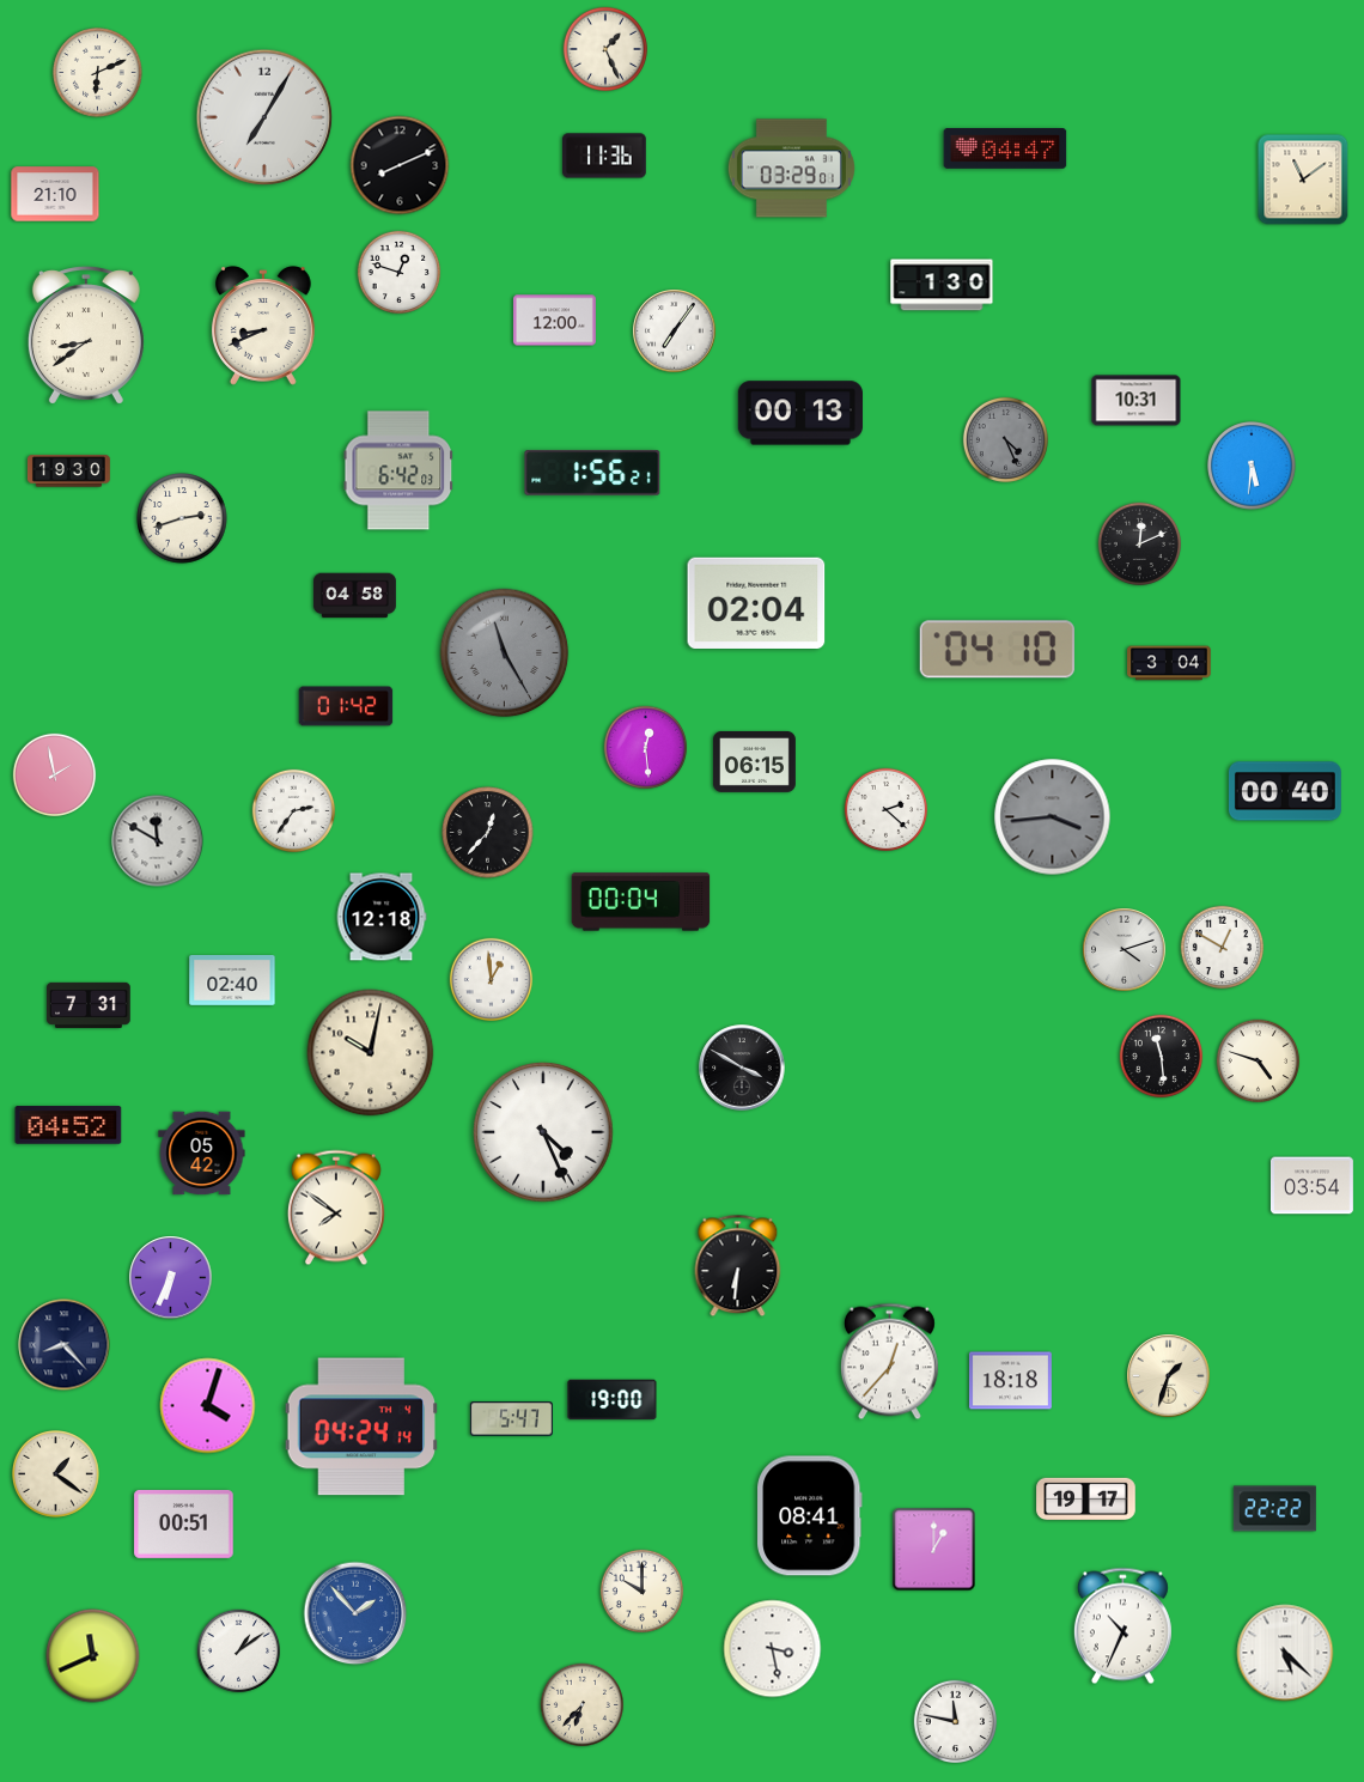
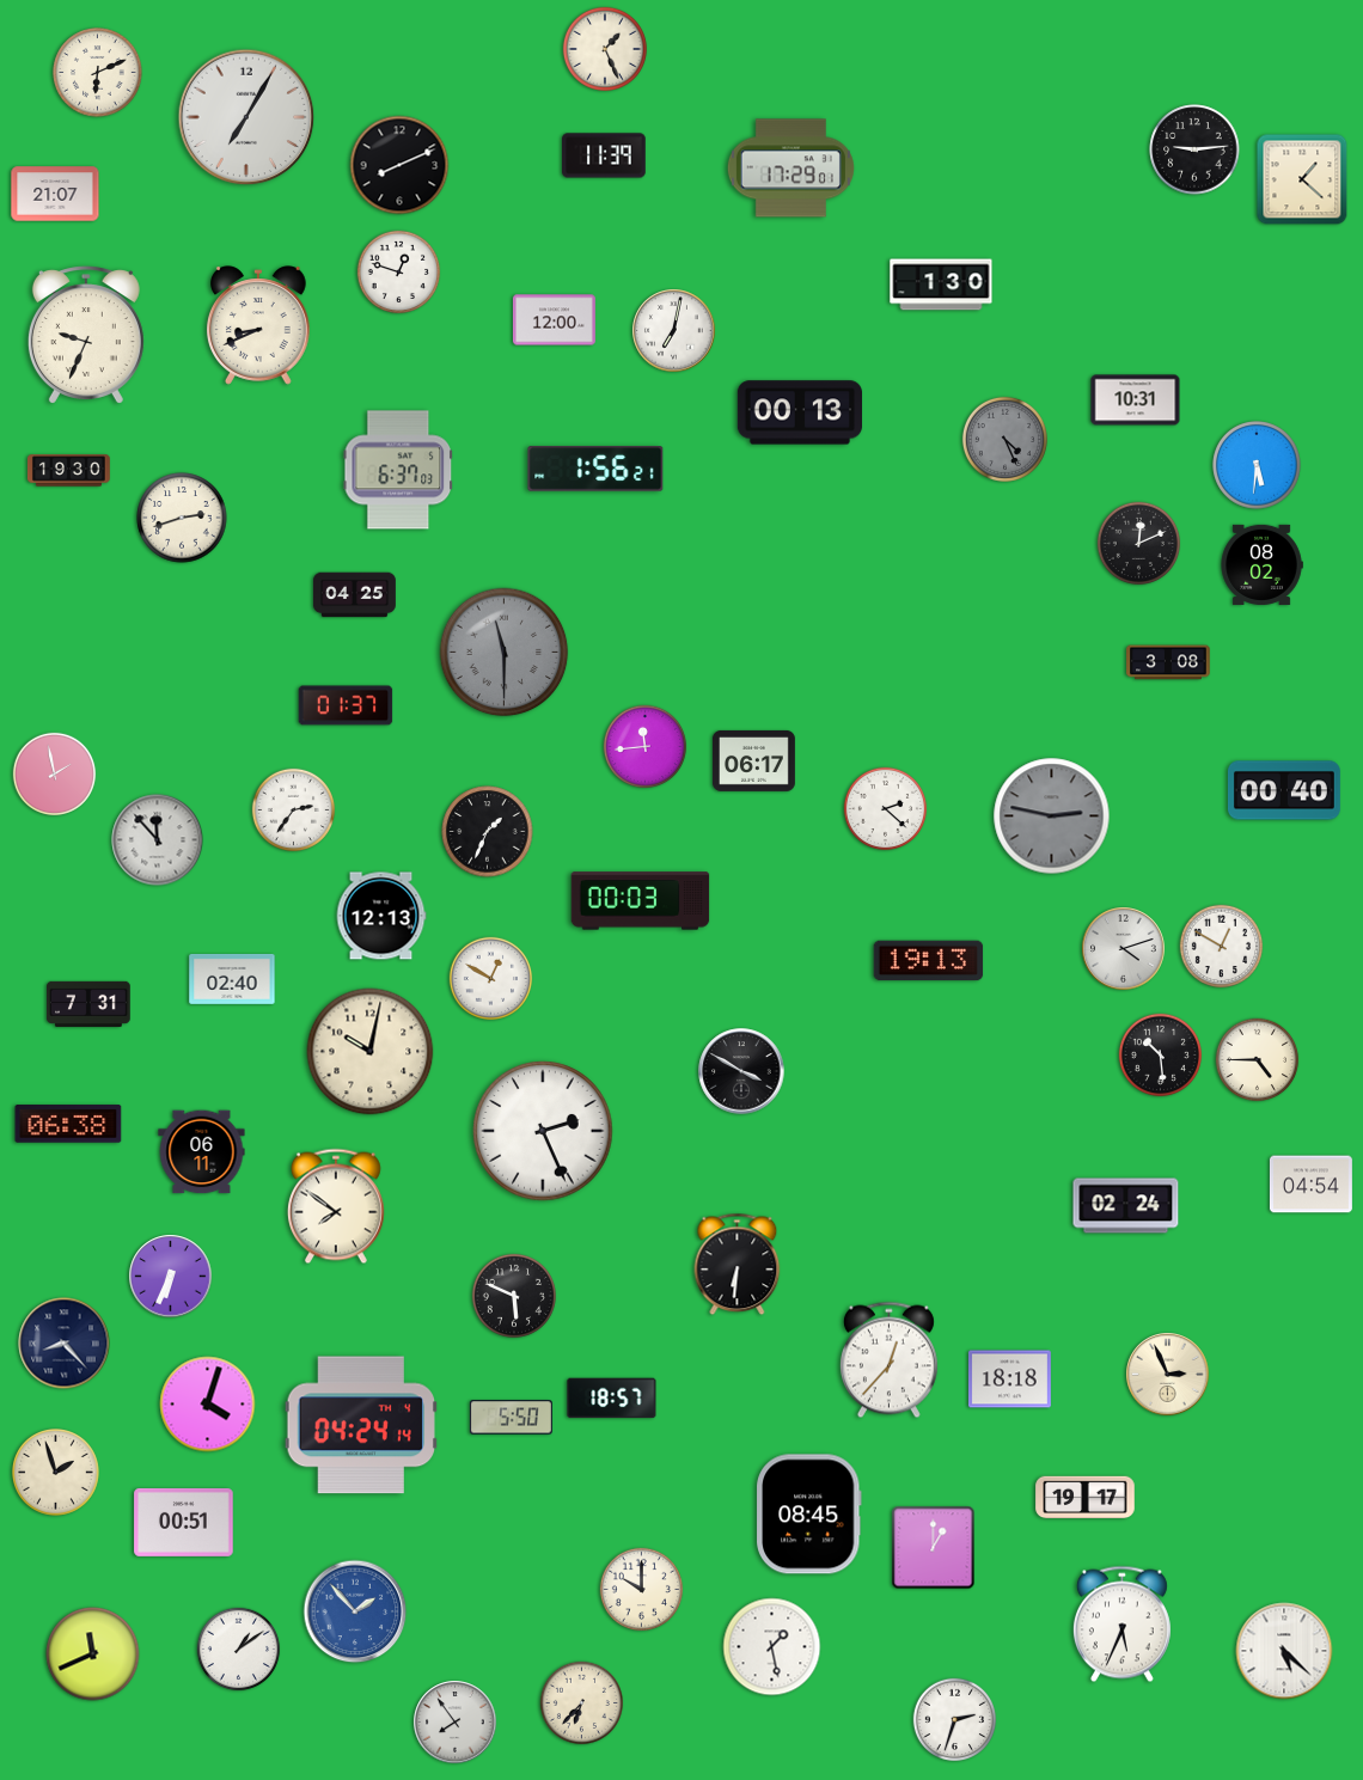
clock at (264, 117) position: (264, 117) -> (246, 117)
clock at (1005, 150): 04:47 -> none
clock at (1194, 149): none -> 9:14
clock at (604, 156): 11:36 -> 11:39
clock at (791, 169): 03:29 -> 17:29
clock at (1303, 180): 11:09 -> 1:22
clock at (55, 194): 21:10 -> 21:07
clock at (263, 326) position: (263, 326) -> (258, 325)
clock at (675, 332): 7:06 -> 7:02
clock at (86, 335): 8:39 -> 9:34
clock at (1252, 466) position: (1252, 466) -> (1257, 465)
clock at (398, 470): 6:42 -> 6:37
clock at (592, 473) position: (592, 473) -> (595, 469)
clock at (1261, 564): none -> 08:02
clock at (354, 596): 04:58 -> 04:25
clock at (756, 602): 02:04 -> none
clock at (997, 650): 04:10 -> none
clock at (505, 653): 11:25 -> 11:30
clock at (1169, 663): 3:04 -> 3:08
clock at (346, 706): 01:42 -> 01:37
clock at (646, 748): 12:29 -> 11:44
clock at (754, 761): 06:15 -> 06:17
clock at (1053, 817): 3:44 -> 2:47
clock at (488, 833): 12:37 -> 1:34
clock at (158, 841): 11:50 -> 11:53
clock at (641, 902): 00:04 -> 00:03
clock at (382, 917): 12:18 -> 12:13
clock at (929, 961): none -> 19:13
clock at (492, 980): 12:59 -> 12:50
clock at (1162, 1057): 11:29 -> 10:29
clock at (1259, 1062): 4:48 -> 4:45
clock at (742, 1068) position: (742, 1068) -> (741, 1071)
clock at (68, 1125): 04:52 -> 06:38
clock at (543, 1132): 4:26 -> 2:26
clock at (202, 1154): 05:42 -> 06:11
clock at (1311, 1186): 03:54 -> 04:54
clock at (1126, 1206): none -> 02:24
clock at (514, 1296): none -> 5:49
clock at (1169, 1376): 1:33 -> 2:56
clock at (613, 1400): 19:00 -> 18:57
clock at (511, 1419): 5:47 -> 5:50
clock at (56, 1474): 1:21 -> 1:57
clock at (1274, 1509): 22:22 -> none
clock at (810, 1516): 08:41 -> 08:45
clock at (1122, 1626): 10:34 -> 5:34
clock at (773, 1649): 3:28 -> 1:28
clock at (956, 1722): 11:47 -> 2:33
clock at (456, 1723): none -> 7:54
